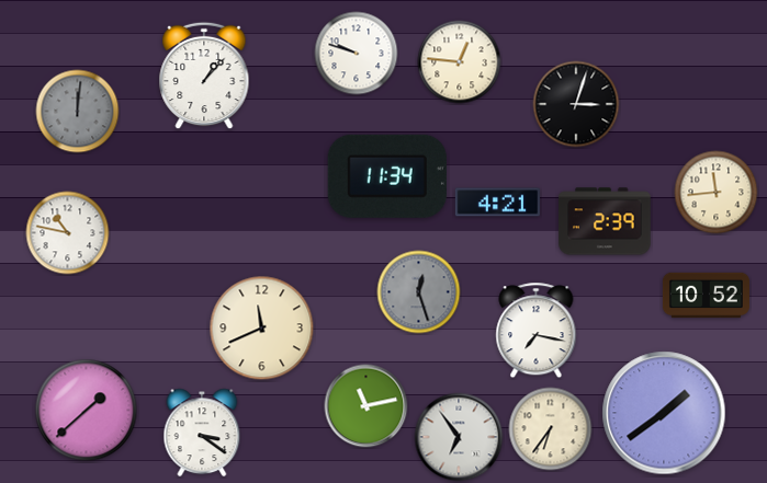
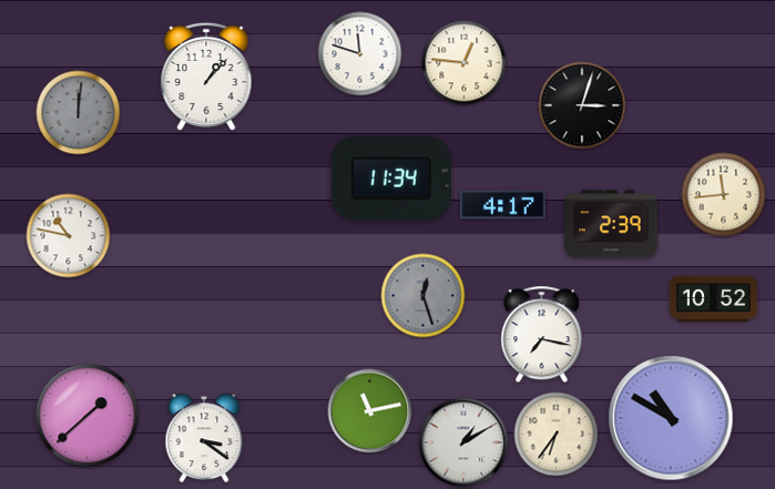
clock at (357, 54): 9:48 -> 11:48
clock at (497, 203): 4:21 -> 4:17
clock at (262, 329): 11:41 -> none
clock at (664, 413): 1:39 -> 10:50
clock at (459, 437): 6:54 -> 1:10
